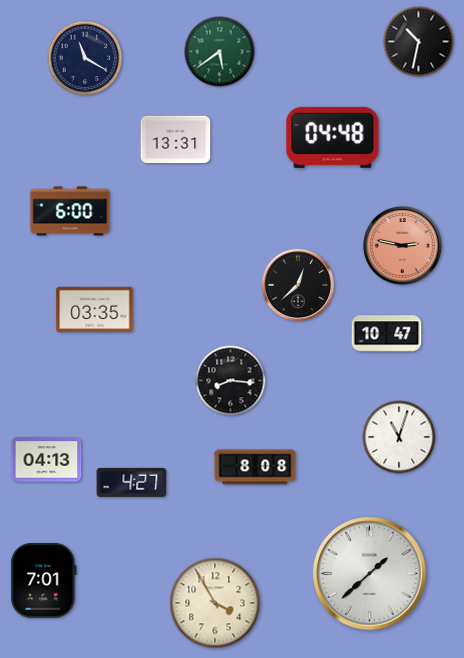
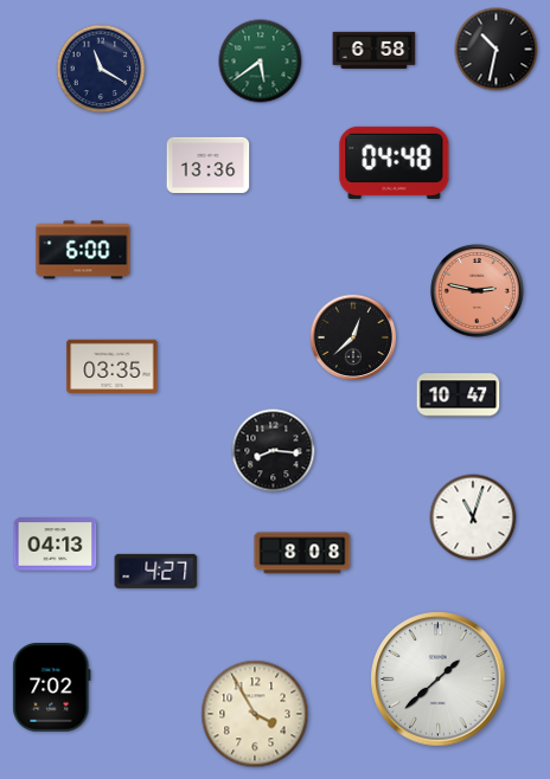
clock at (375, 50): none -> 6:58
clock at (176, 139): 13:31 -> 13:36
clock at (44, 581): 7:01 -> 7:02
